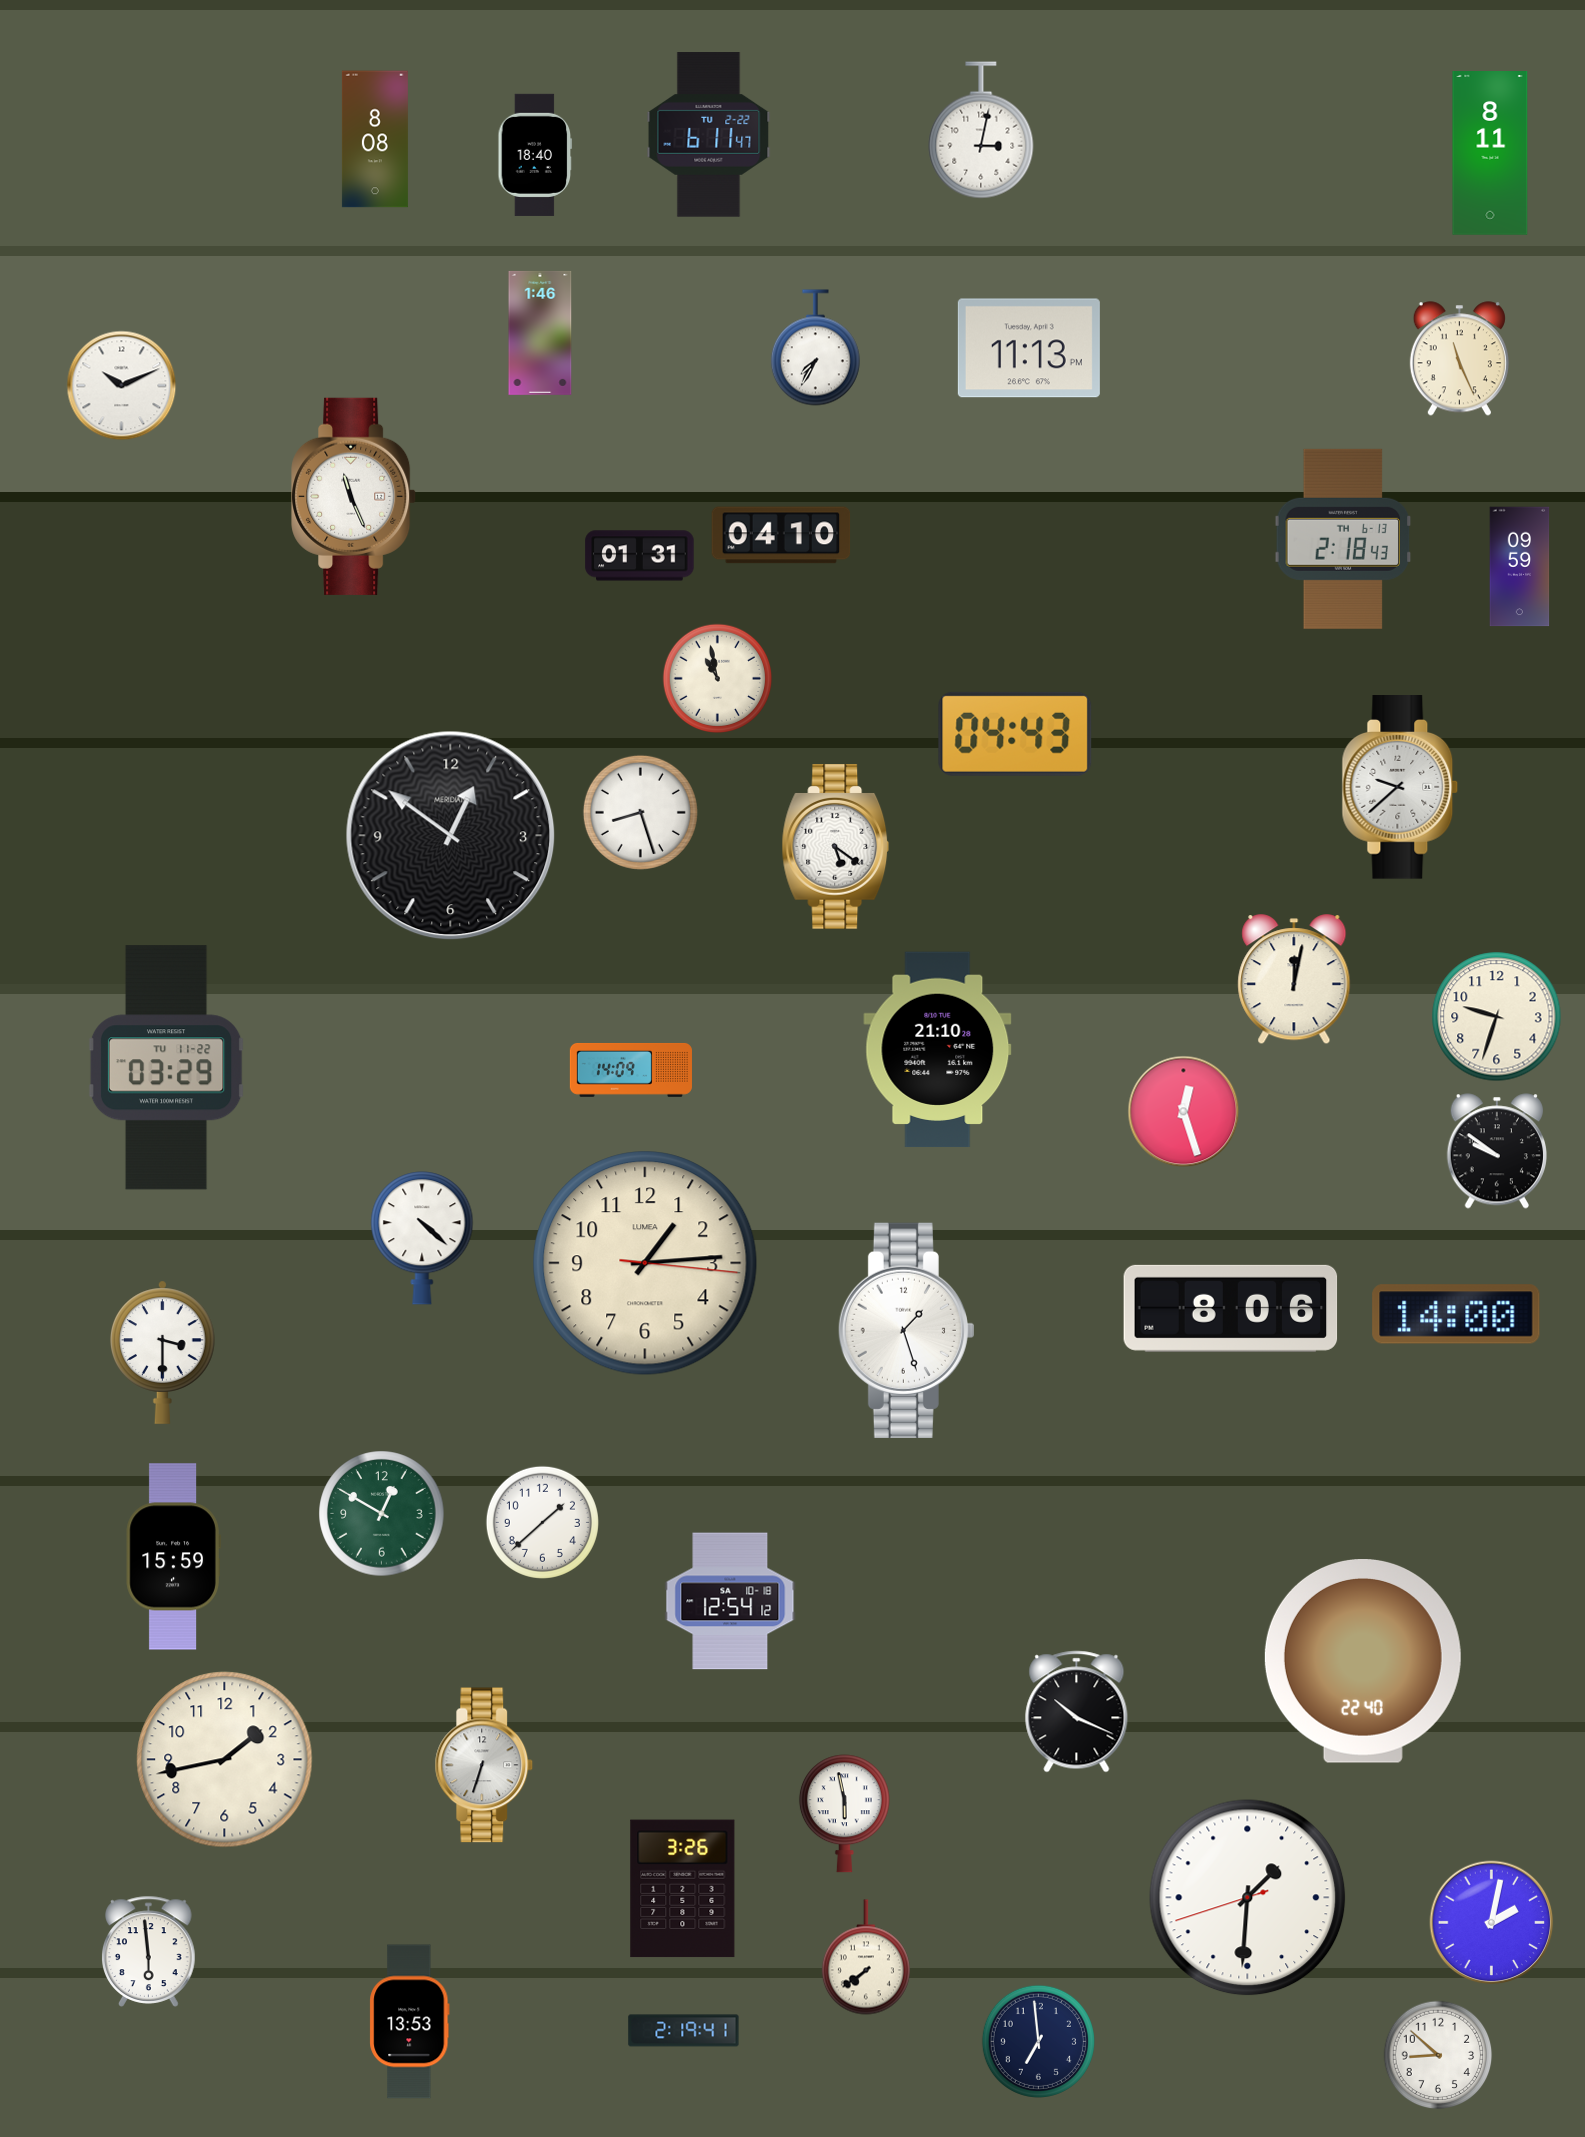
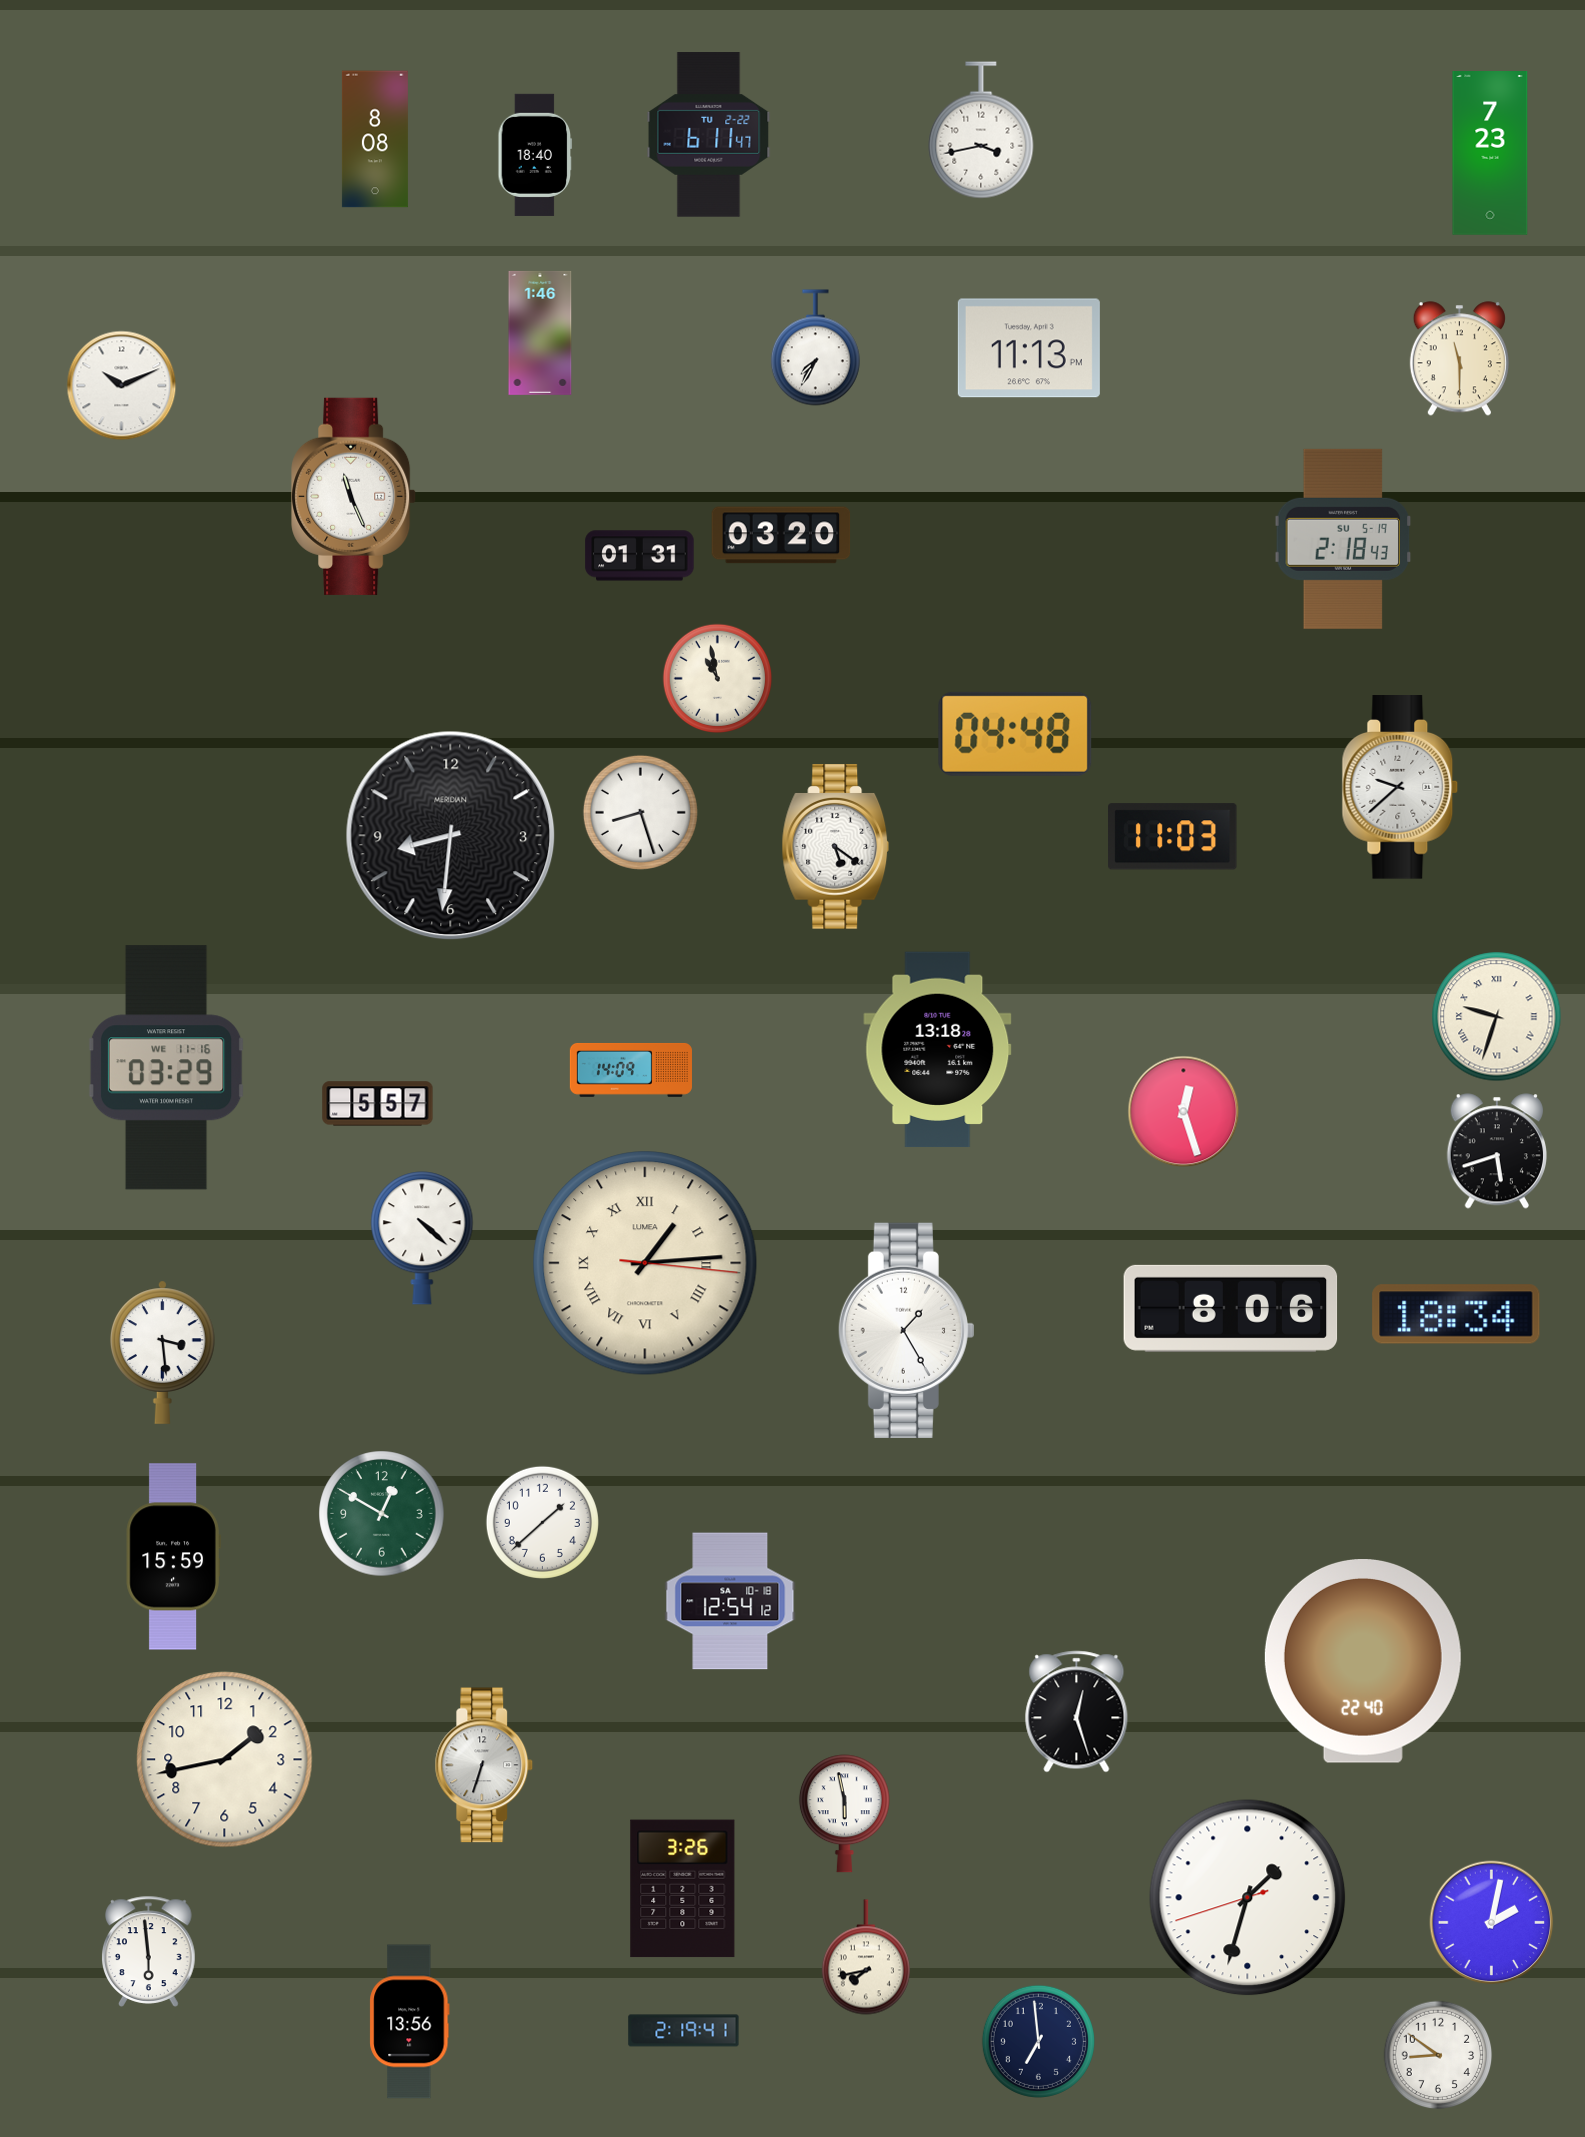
clock at (981, 130): 3:02 -> 3:43
clock at (1490, 154): 8:11 -> 7:23
clock at (1459, 359): 11:26 -> 11:30
clock at (781, 535): 04:10 -> 03:20
clock at (1343, 539) date: TH 6-13 -> SU 5-19
clock at (1520, 567): 09:59 -> none
clock at (1015, 734): 04:43 -> 04:48
clock at (451, 836): 12:51 -> 8:31
clock at (1173, 837): none -> 11:03
clock at (1294, 980): 12:02 -> none
clock at (1497, 1017) numerals: Arabic -> Roman
clock at (938, 1050): 21:10 -> 13:18
clock at (167, 1068) date: TU 11-22 -> WE 11-16
clock at (378, 1104): none -> 5:57
clock at (1496, 1151): 9:51 -> 5:42
clock at (645, 1263) numerals: Arabic -> Roman
clock at (1456, 1314): 14:00 -> 18:34
clock at (906, 1330): 1:27 -> 1:25
clock at (163, 1352): 3:30 -> 3:29
clock at (1077, 1712): 10:19 -> 12:27
clock at (1248, 1898): 1:30 -> 1:32
clock at (866, 1957): 7:39 -> 7:43
clock at (410, 2022): 13:53 -> 13:56
clock at (1438, 2055): 8:52 -> 8:51
